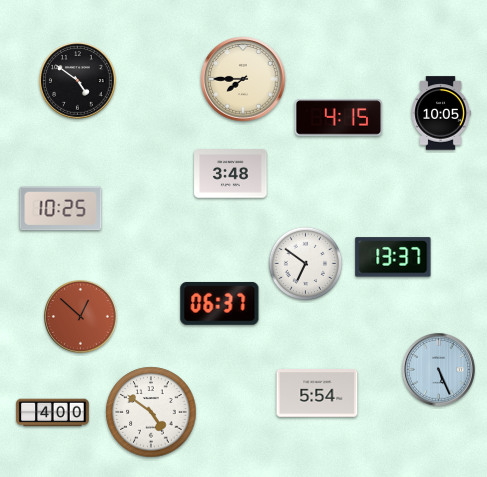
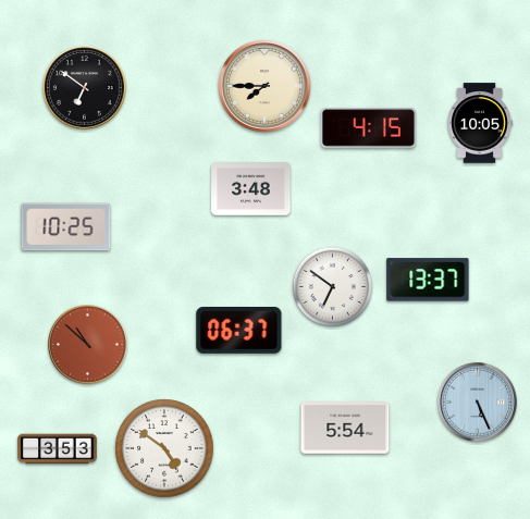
clock at (78, 81): 4:51 -> 6:51
clock at (81, 317): 12:52 -> 10:52
clock at (53, 413): 4:00 -> 3:53
